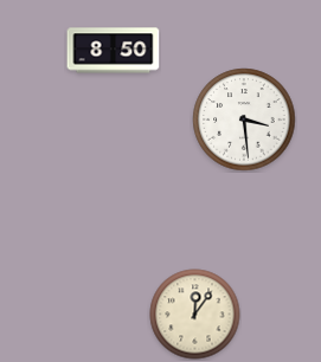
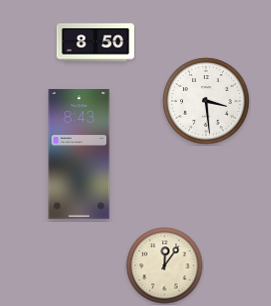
clock at (79, 154): none -> 8:43
